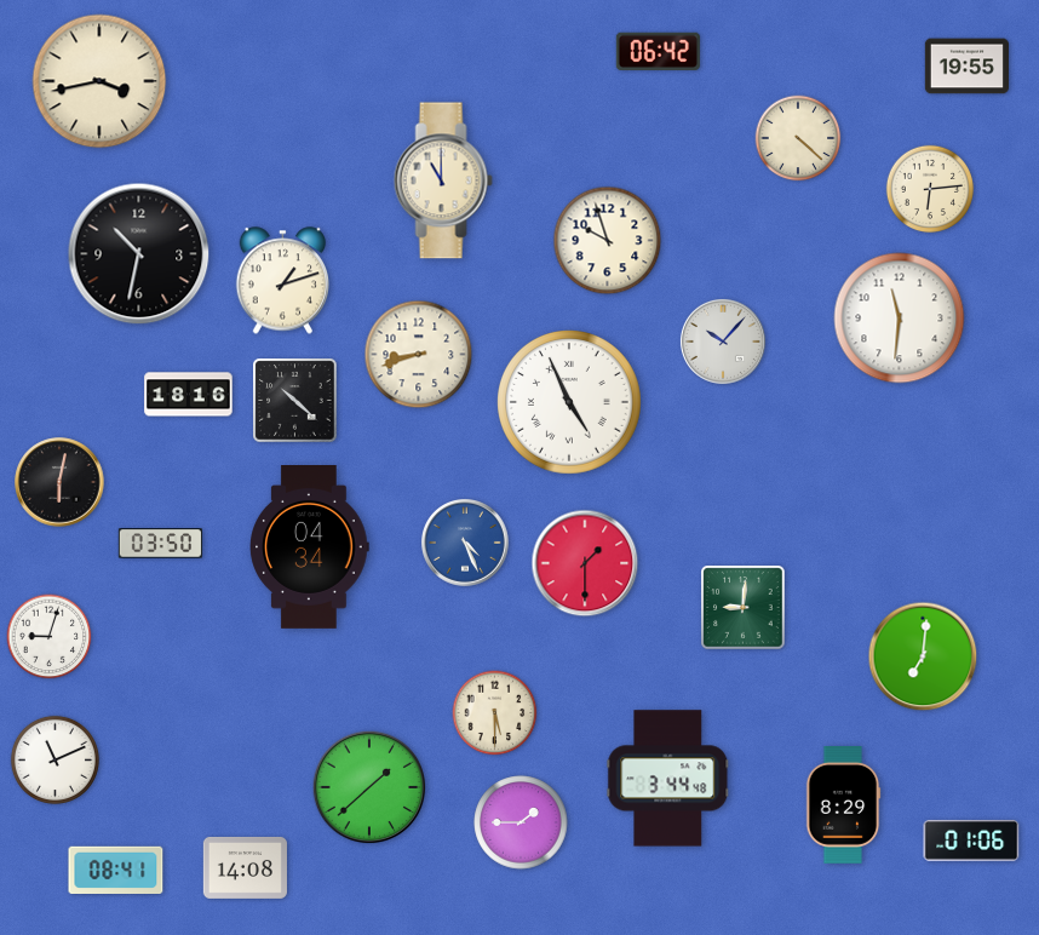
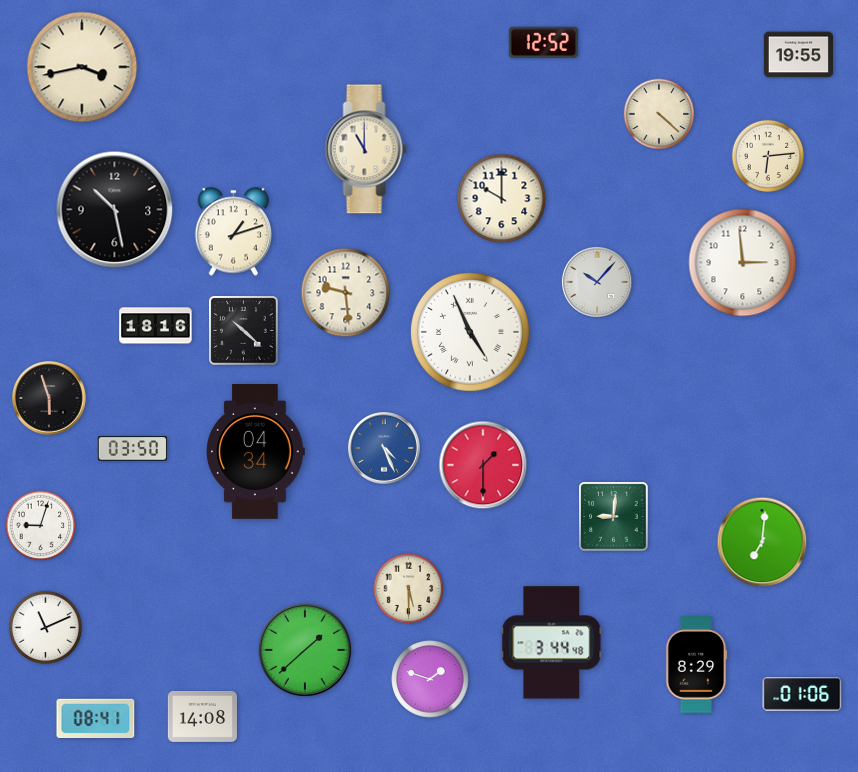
clock at (658, 51): 06:42 -> 12:52
clock at (608, 241): 9:57 -> 10:00
clock at (139, 254): 10:32 -> 10:28
clock at (900, 319): 11:31 -> 2:59
clock at (419, 355): 8:42 -> 9:29
clock at (59, 482): 6:02 -> 5:57
clock at (744, 608) position: (744, 608) -> (614, 517)
clock at (521, 822): 1:45 -> 1:48
